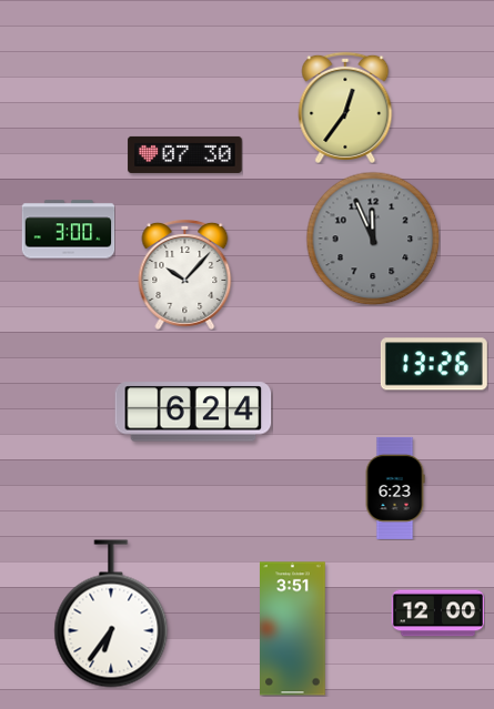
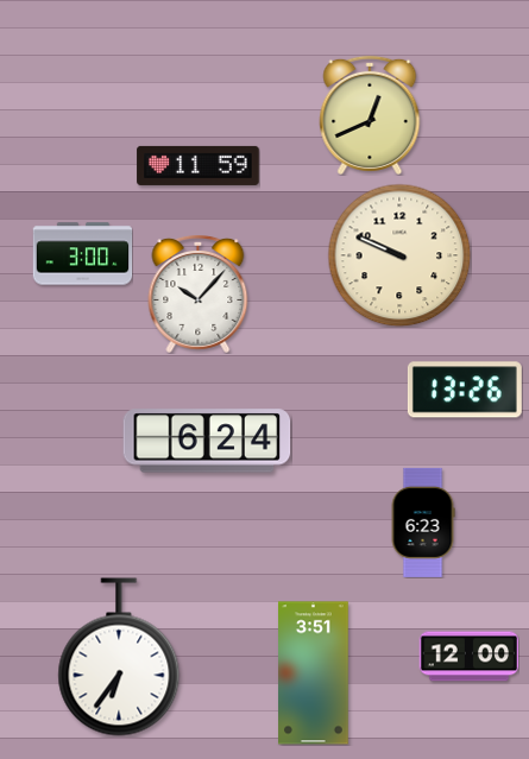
clock at (345, 108): 12:36 -> 12:41
clock at (185, 154): 07:30 -> 11:59
clock at (68, 230) position: (68, 230) -> (82, 254)
clock at (373, 239): 11:56 -> 9:49
clock at (373, 239) dial: grey -> cream
